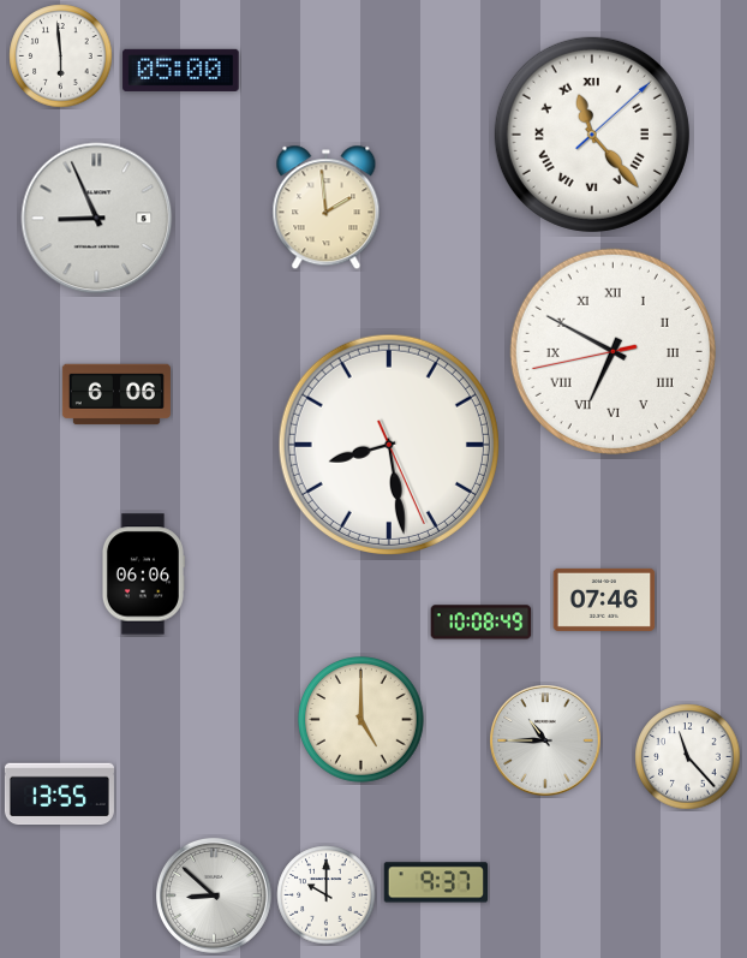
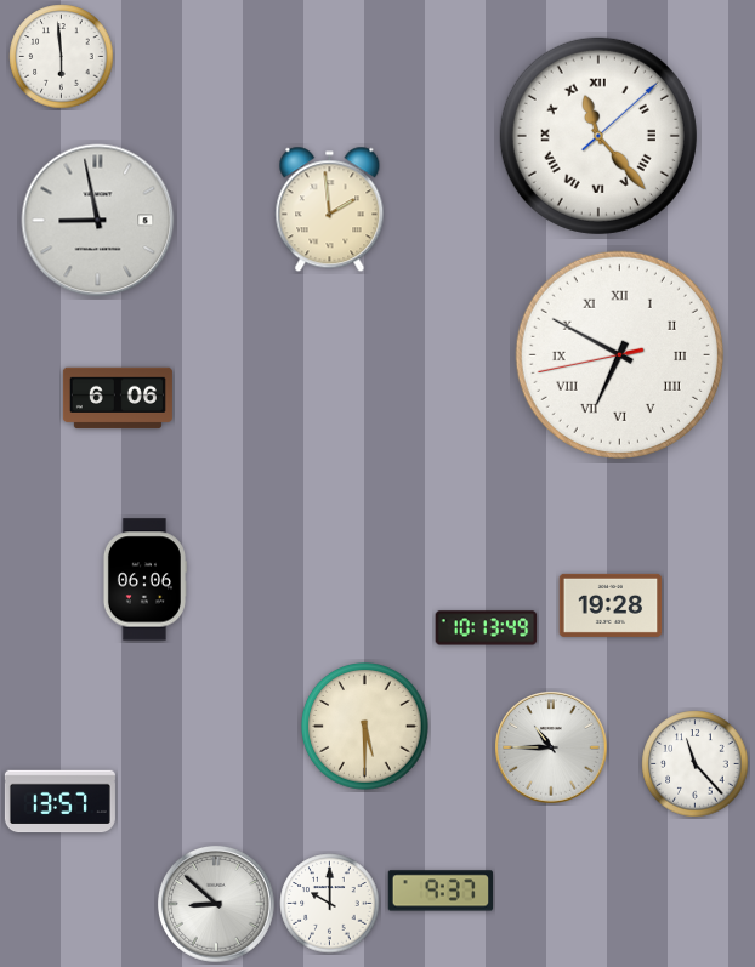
clock at (181, 70): 05:00 -> none
clock at (97, 219): 8:56 -> 8:58
clock at (389, 445): 8:28 -> none
clock at (604, 600): 07:46 -> 19:28
clock at (482, 623): 10:08 -> 10:13
clock at (361, 720): 5:00 -> 5:30
clock at (59, 795): 13:55 -> 13:57
